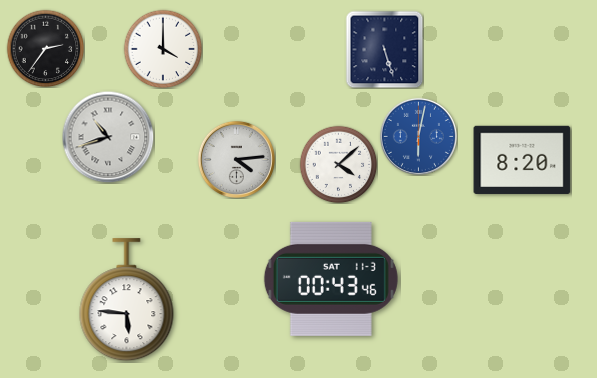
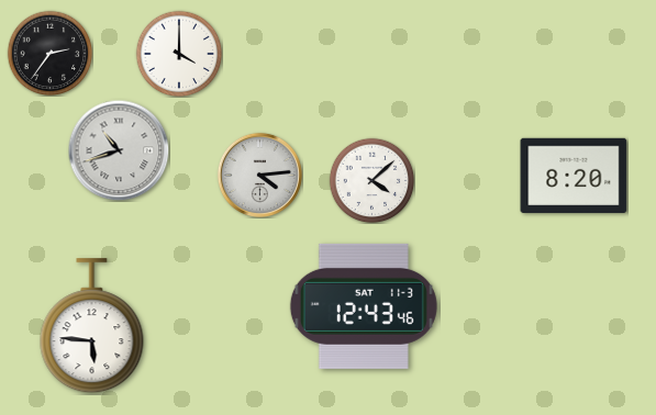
clock at (384, 49): 5:27 -> none
clock at (418, 136): 6:02 -> none
clock at (331, 279): 00:43 -> 12:43
clock at (127, 300) position: (127, 300) -> (92, 326)
